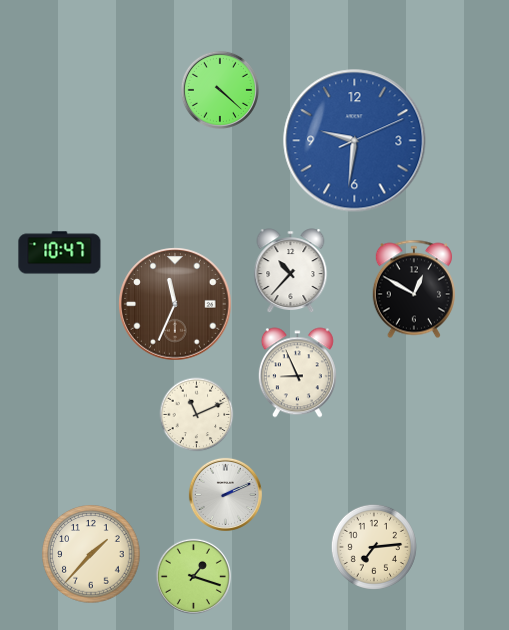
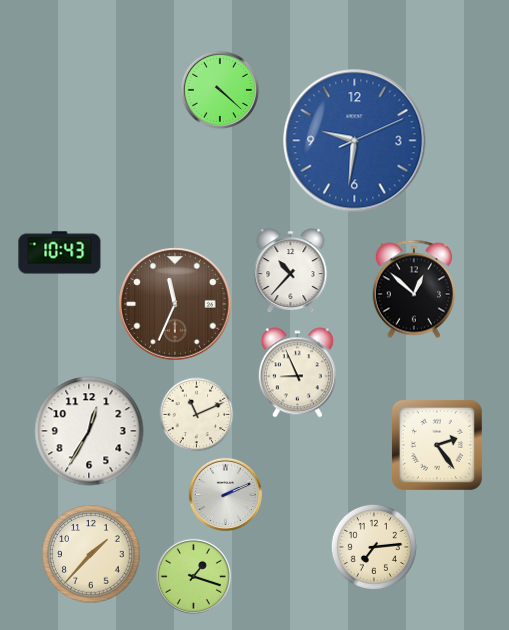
clock at (60, 253): 10:47 -> 10:43
clock at (414, 289): 12:50 -> 12:52
clock at (89, 431): none -> 12:35
clock at (437, 445): none -> 2:24
